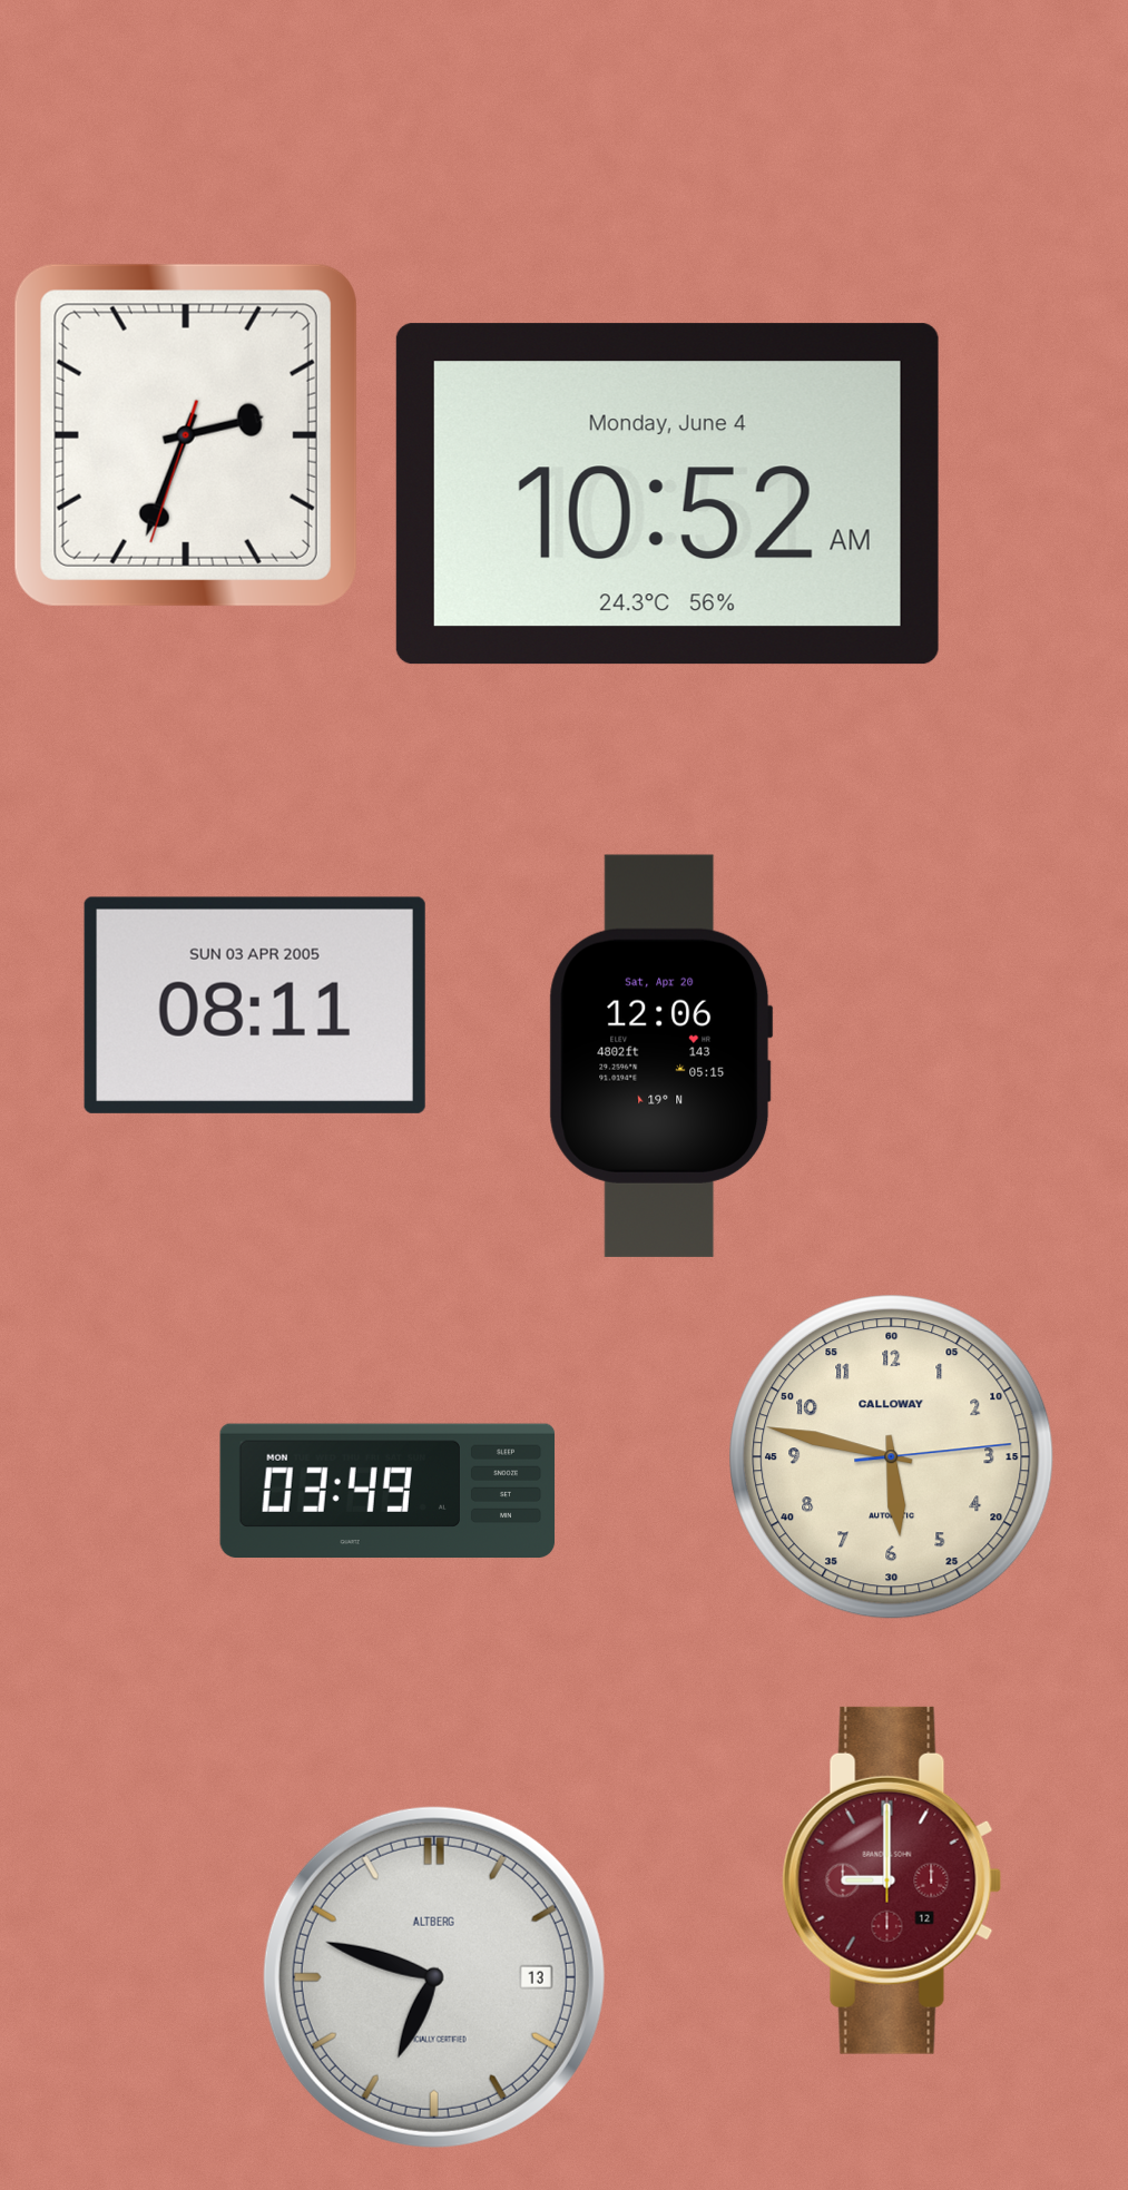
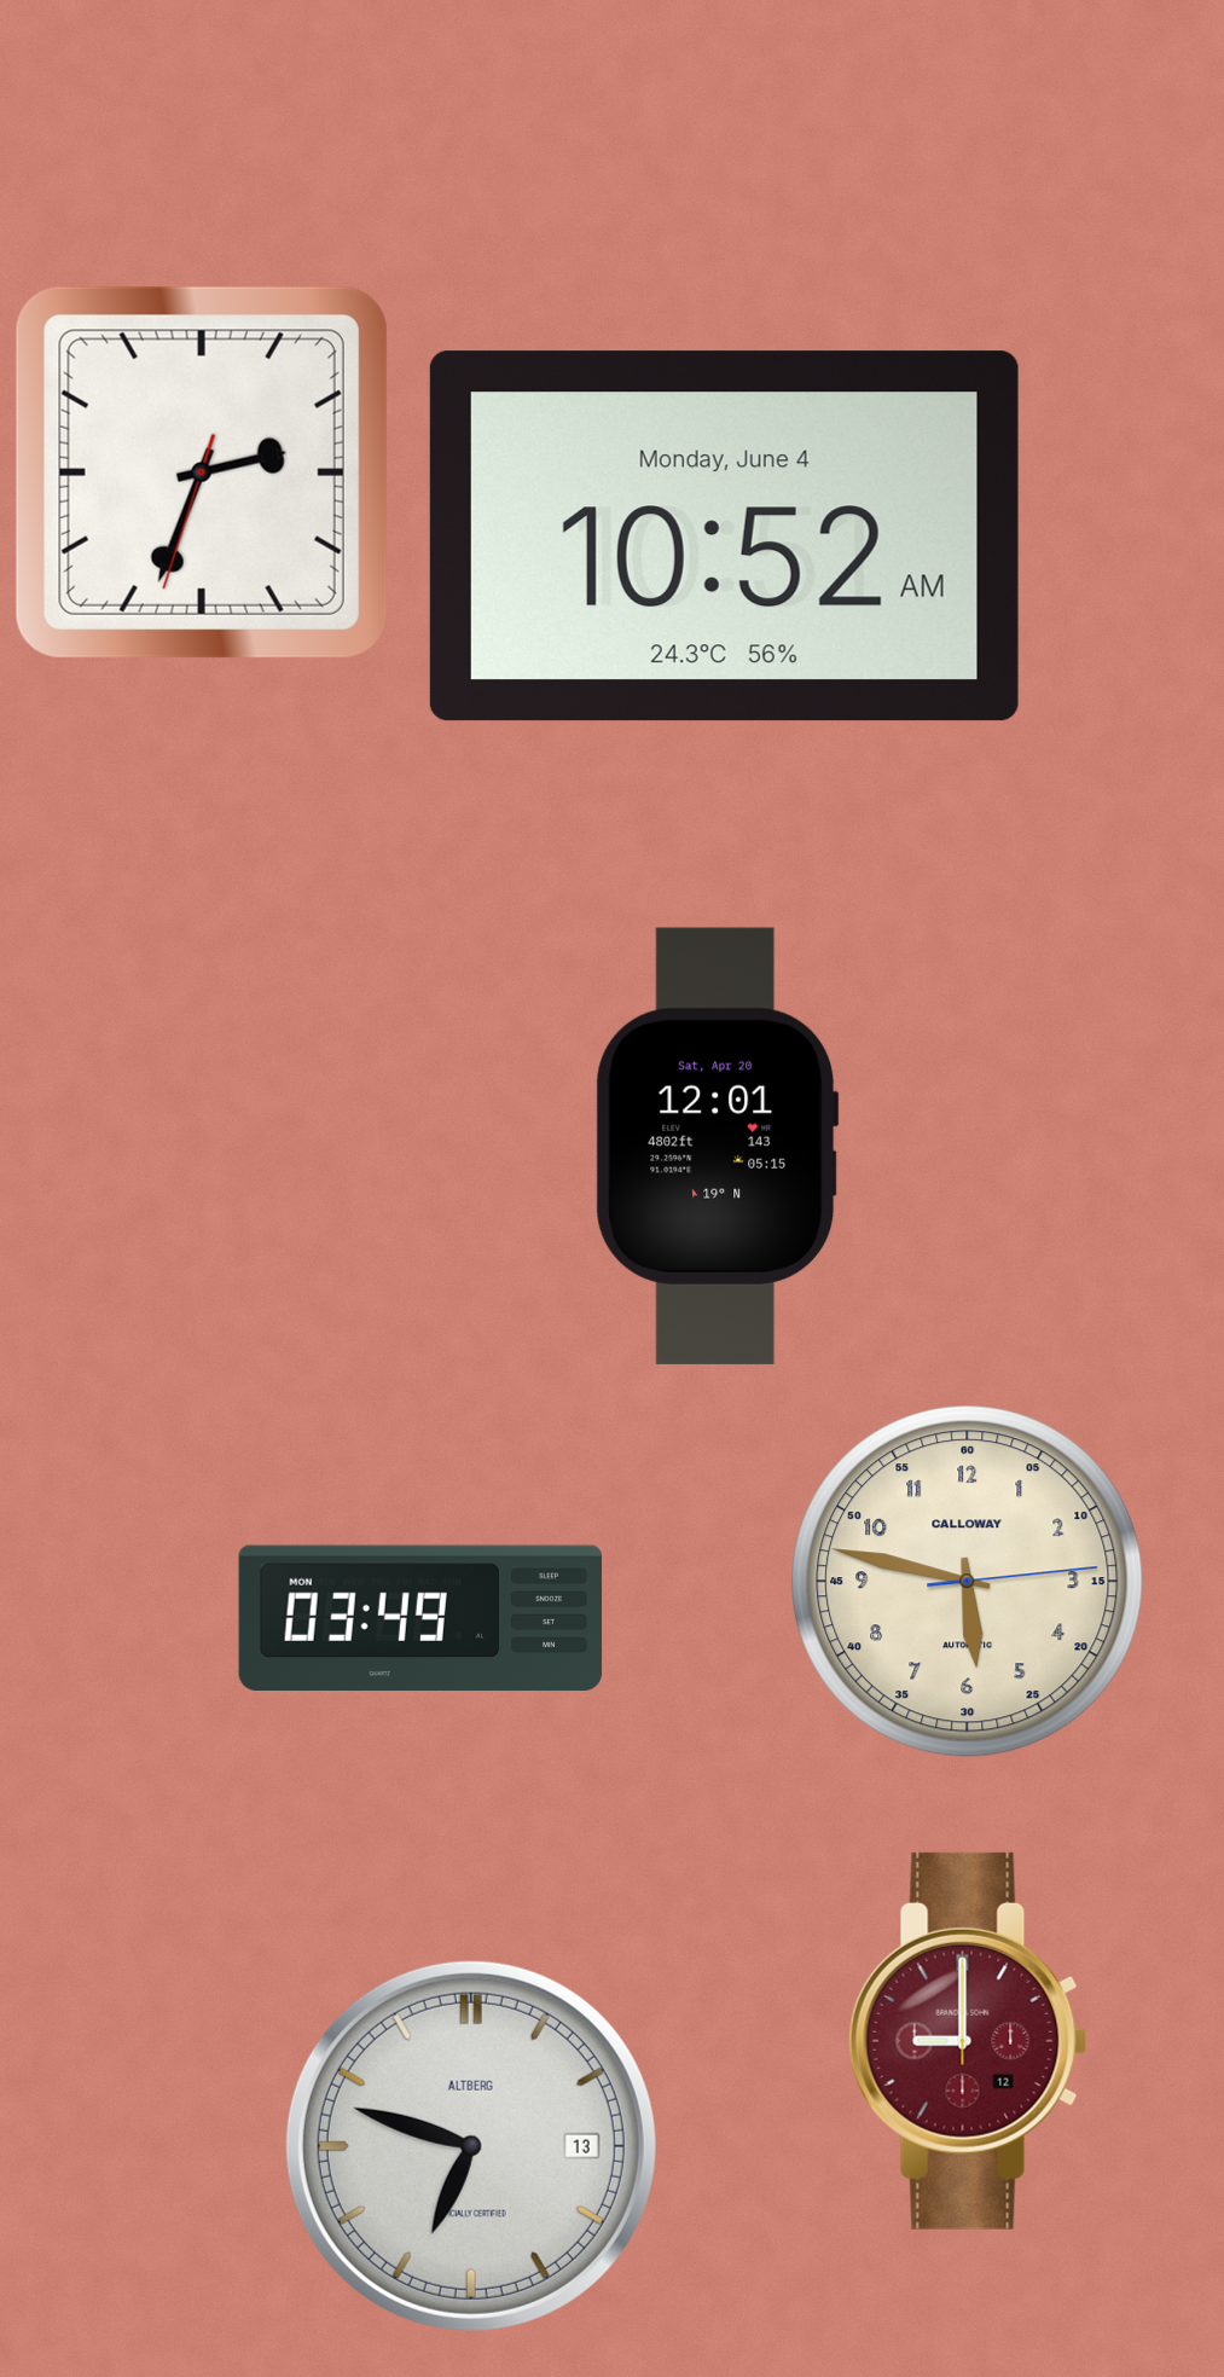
clock at (255, 1005): 08:11 -> none
clock at (660, 1055): 12:06 -> 12:01
